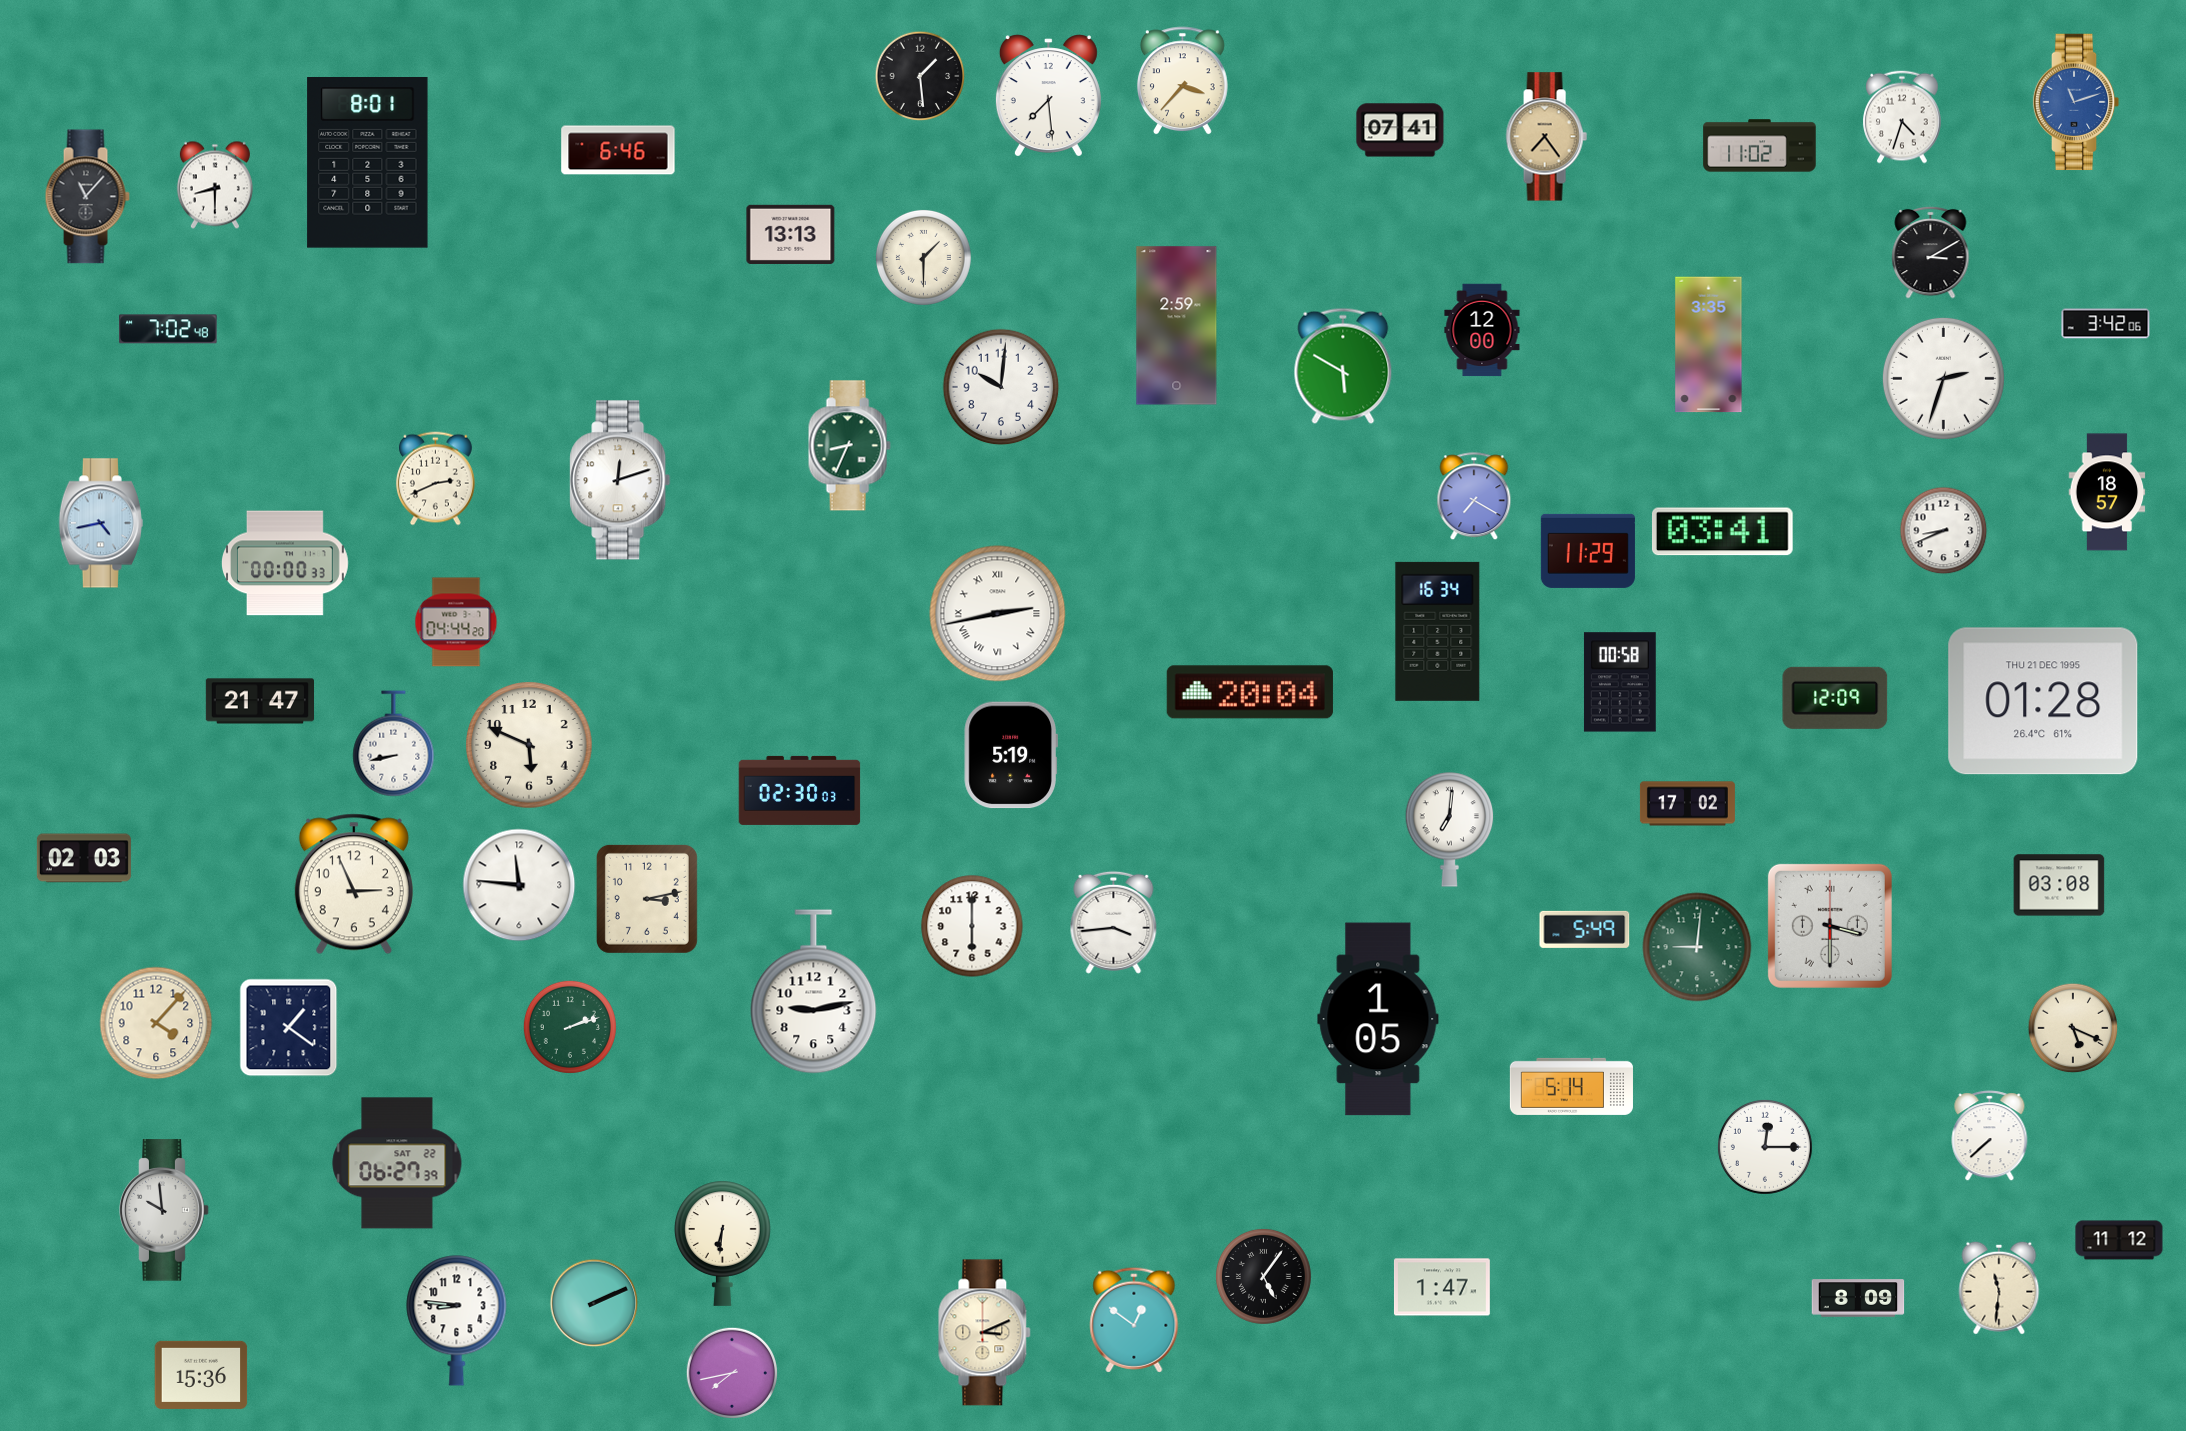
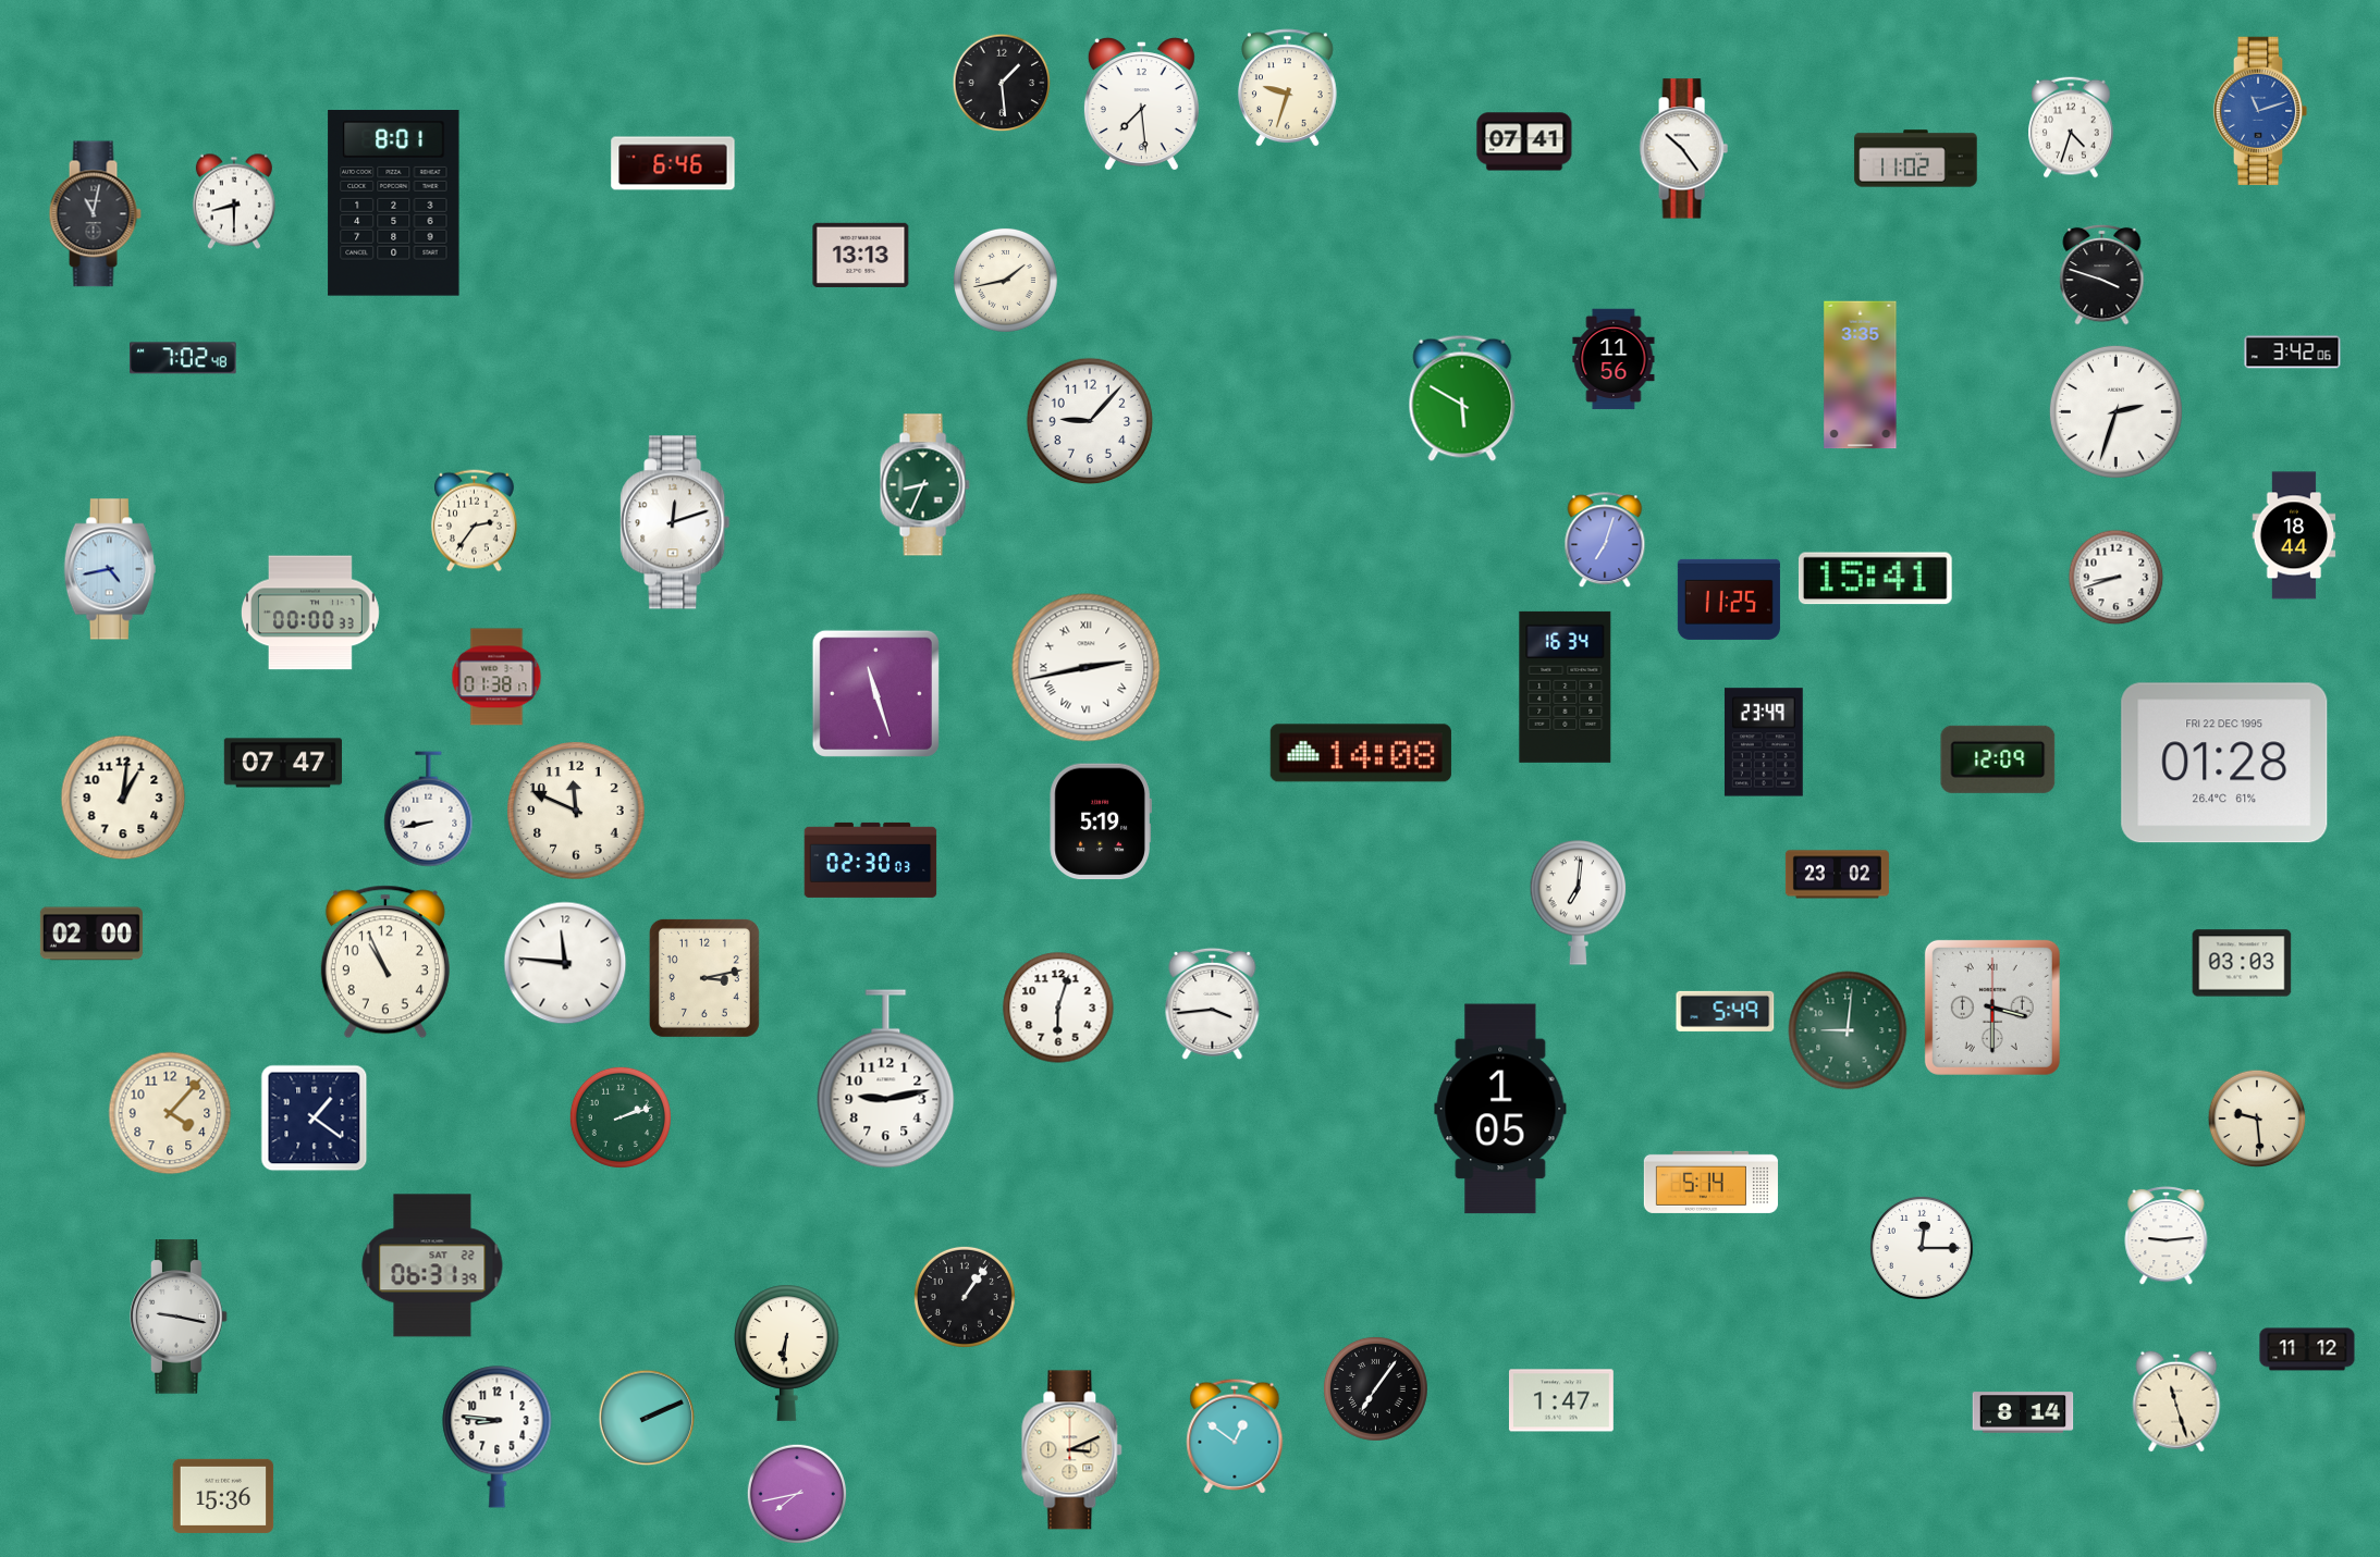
clock at (1183, 81): 3:37 -> 9:33
clock at (1546, 137): 7:24 -> 10:24
clock at (1546, 137) dial: champagne -> white
clock at (368, 163) position: (368, 163) -> (394, 203)
clock at (87, 197): 11:07 -> 11:02
clock at (1931, 252): 3:10 -> 3:48
clock at (923, 257): 1:30 -> 1:43
clock at (1177, 326): 2:59 -> none
clock at (1482, 330): 12:00 -> 11:56
clock at (1001, 387): 10:01 -> 9:07
clock at (435, 479): 2:41 -> 2:36
clock at (2107, 492): 18:57 -> 18:44
clock at (1474, 497): 7:20 -> 7:03
clock at (1944, 531): 8:41 -> 8:42
clock at (1722, 532): 03:41 -> 15:41
clock at (1588, 551): 11:29 -> 11:25
clock at (456, 622): 04:44 -> 01:38
clock at (875, 693): none -> 11:27
clock at (1620, 682): 00:58 -> 23:49
clock at (1250, 692): 20:04 -> 14:08
clock at (259, 701): 21:47 -> 07:47
clock at (2043, 701) date: THU 21 DEC 1995 -> FRI 22 DEC 1995
clock at (123, 798): none -> 1:01
clock at (529, 745): 5:49 -> 11:49
clock at (1687, 804): 17:02 -> 23:02
clock at (84, 858): 02:03 -> 02:00
clock at (354, 884): 2:56 -> 10:56
clock at (2059, 885): 03:08 -> 03:03
clock at (972, 926): 6:00 -> 6:03
clock at (2073, 1028): 5:19 -> 9:29
clock at (1990, 1136): 7:38 -> 9:14
clock at (397, 1163): 06:27 -> 06:31
clock at (965, 1297): none -> 1:06
clock at (164, 1210): 9:59 -> 9:17
clock at (1263, 1276): 5:06 -> 7:06
clock at (1442, 1287) position: (1442, 1287) -> (1561, 1400)
clock at (1999, 1288): 11:31 -> 11:27
clock at (1858, 1298): 8:09 -> 8:14
clock at (201, 1375) position: (201, 1375) -> (223, 1496)
